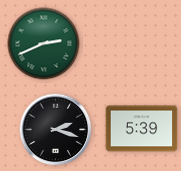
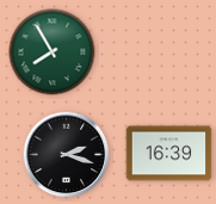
clock at (44, 44): 2:41 -> 7:55
clock at (142, 129): 5:39 -> 16:39
